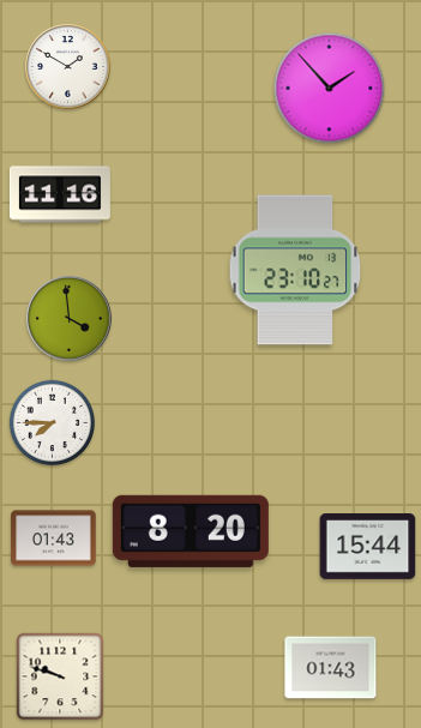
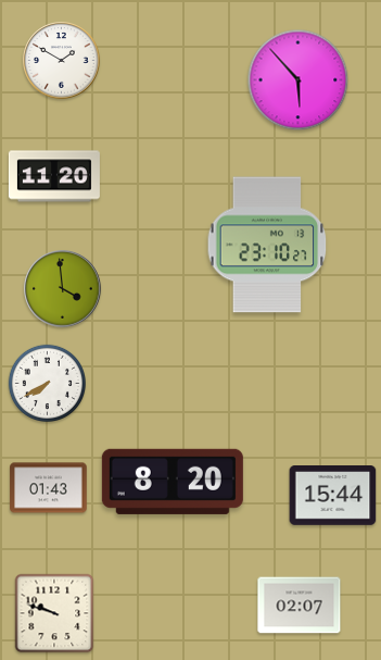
clock at (330, 89): 1:53 -> 5:53
clock at (60, 194): 11:16 -> 11:20
clock at (52, 422): 7:45 -> 7:40
clock at (331, 668): 01:43 -> 02:07
